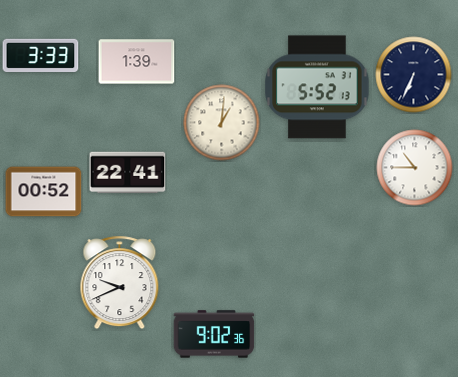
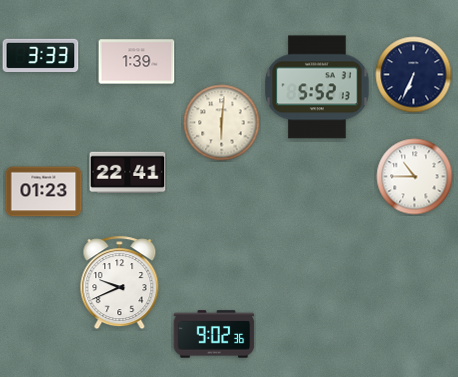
clock at (222, 123): 1:01 -> 6:01
clock at (415, 168) position: (415, 168) -> (415, 177)
clock at (44, 192): 00:52 -> 01:23
